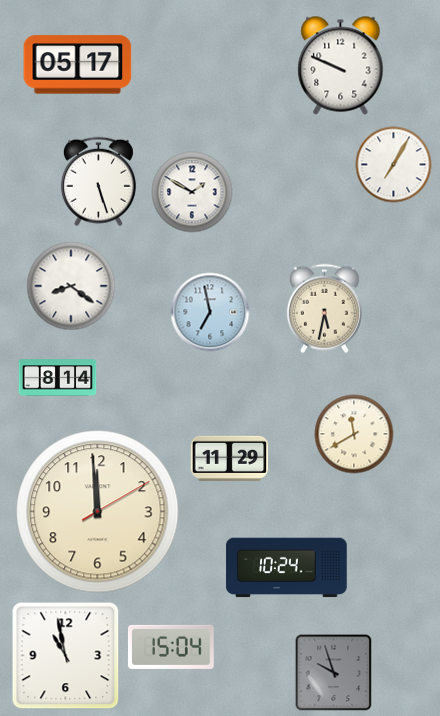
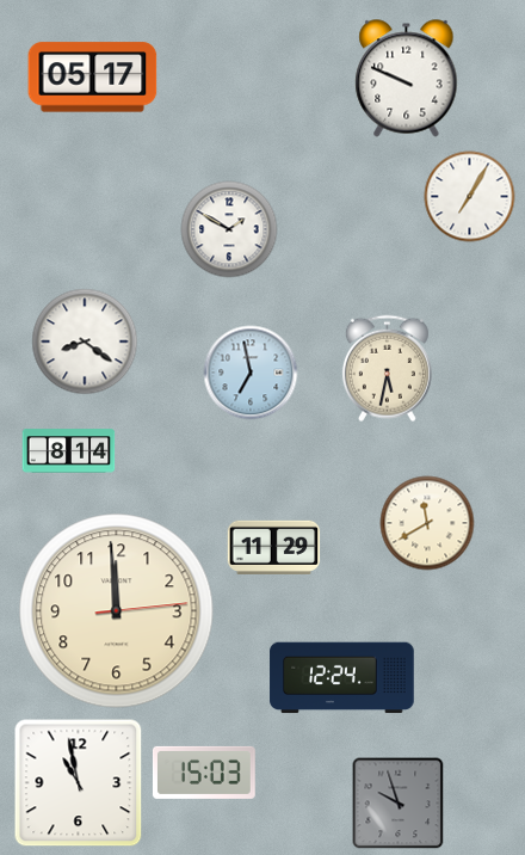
clock at (98, 182): 5:27 -> none
clock at (354, 434) position: (354, 434) -> (427, 523)
clock at (98, 512): 11:59:10 -> 11:59:14
clock at (287, 568): 10:24 -> 12:24
clock at (171, 647): 15:04 -> 15:03
